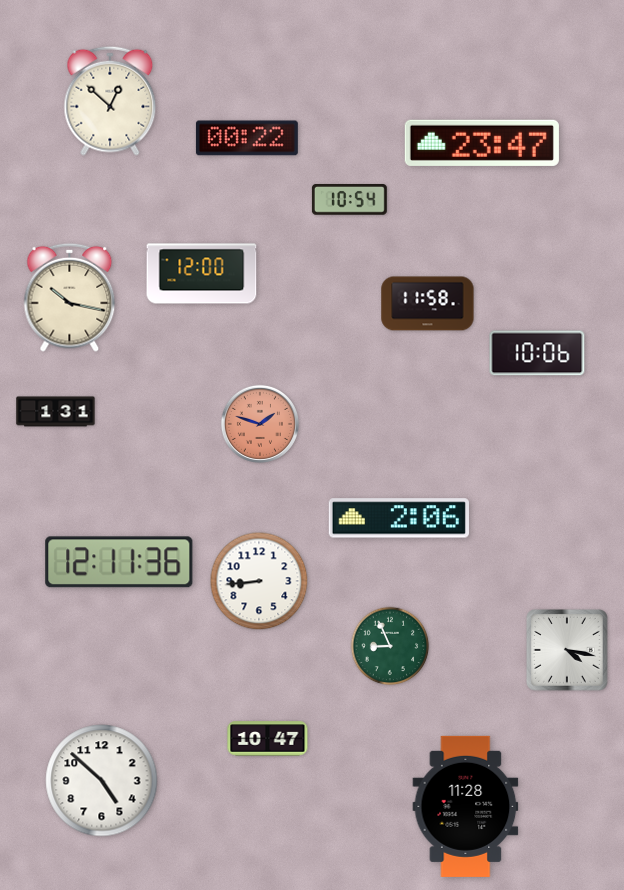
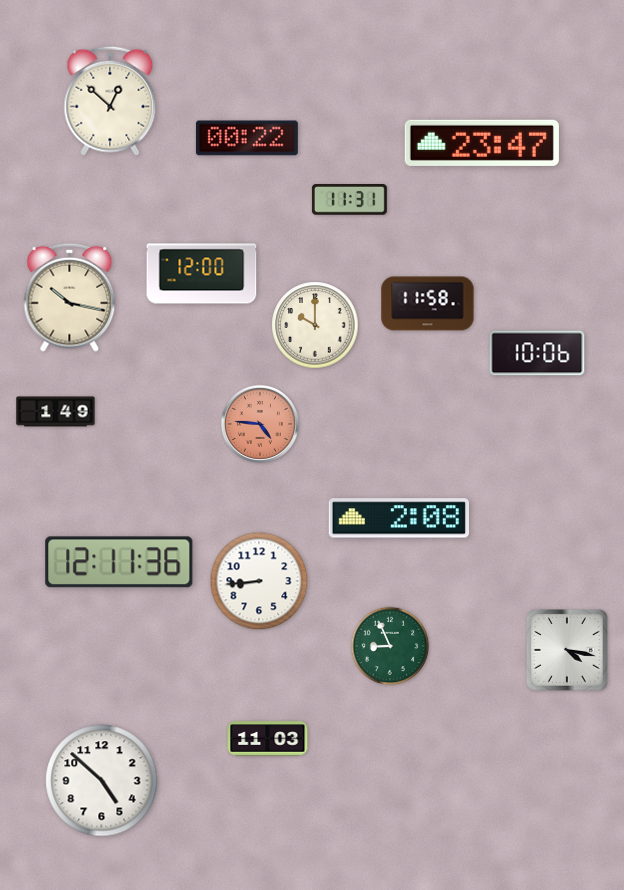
clock at (349, 200): 10:54 -> 11:31
clock at (315, 325): none -> 10:00
clock at (56, 412): 1:31 -> 1:49
clock at (260, 424): 1:48 -> 4:46
clock at (399, 518): 2:06 -> 2:08
clock at (268, 739): 10:47 -> 11:03
clock at (466, 806): 11:28 -> none
